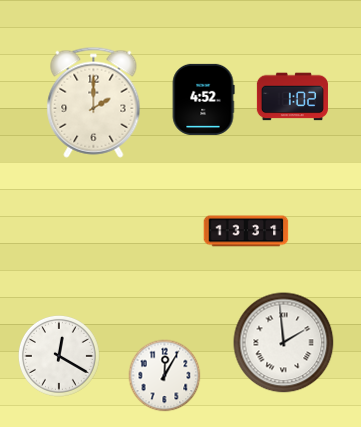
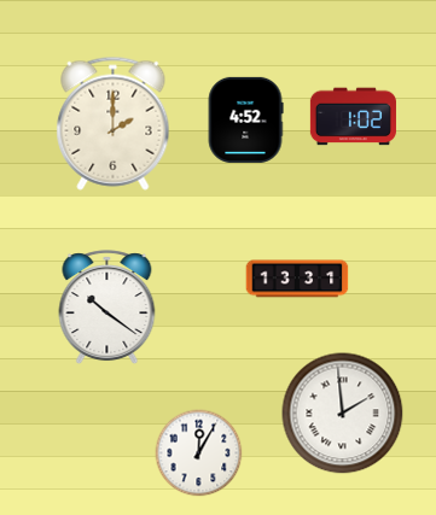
clock at (107, 308): none -> 10:21
clock at (59, 356): 12:20 -> none
